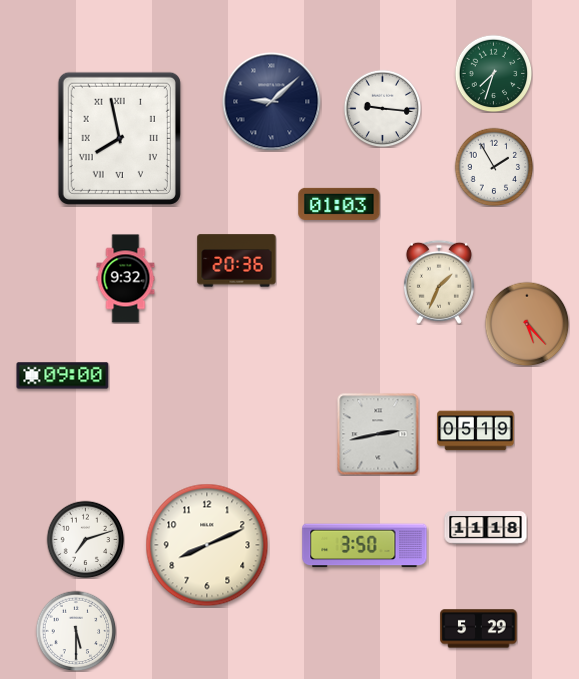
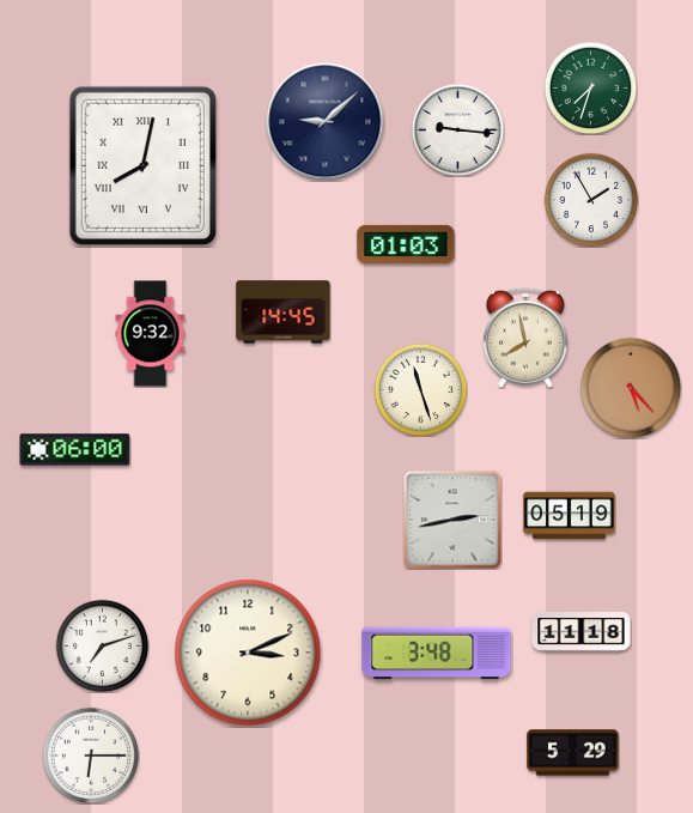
clock at (119, 138): 7:58 -> 8:02
clock at (237, 261): 20:36 -> 14:45
clock at (439, 282): 1:34 -> 7:58
clock at (420, 389): none -> 11:27
clock at (63, 376): 09:00 -> 06:00
clock at (207, 545): 8:11 -> 3:11
clock at (365, 546): 3:50 -> 3:48
clock at (76, 631): 5:30 -> 6:15
